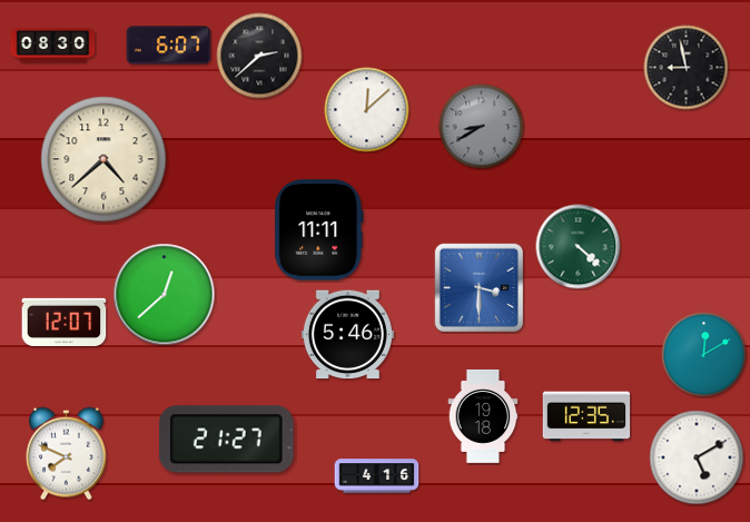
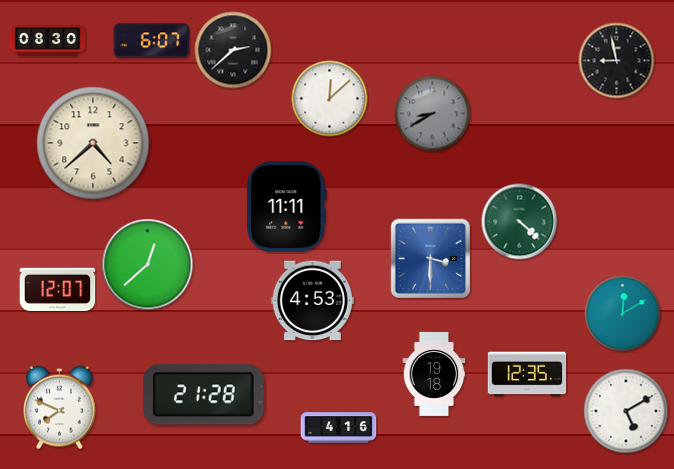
clock at (347, 335): 5:46 -> 4:53
clock at (704, 355) position: (704, 355) -> (623, 314)
clock at (226, 440): 21:27 -> 21:28
